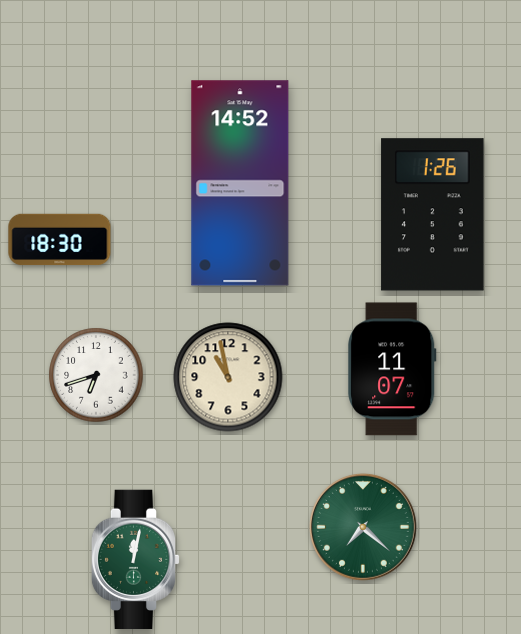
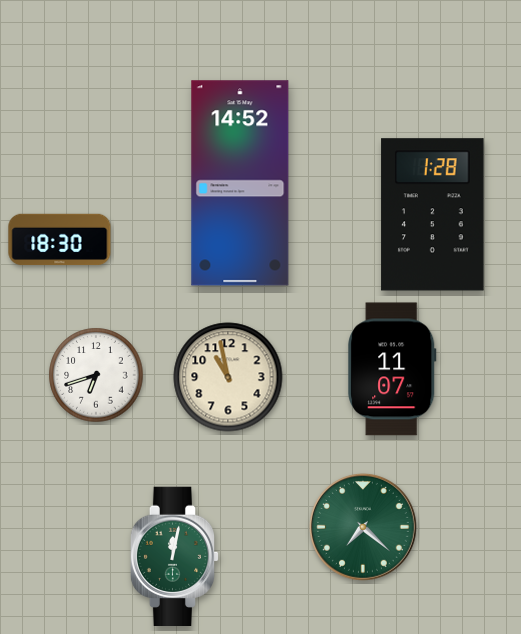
clock at (433, 215): 1:26 -> 1:28
clock at (136, 559) position: (136, 559) -> (175, 556)
